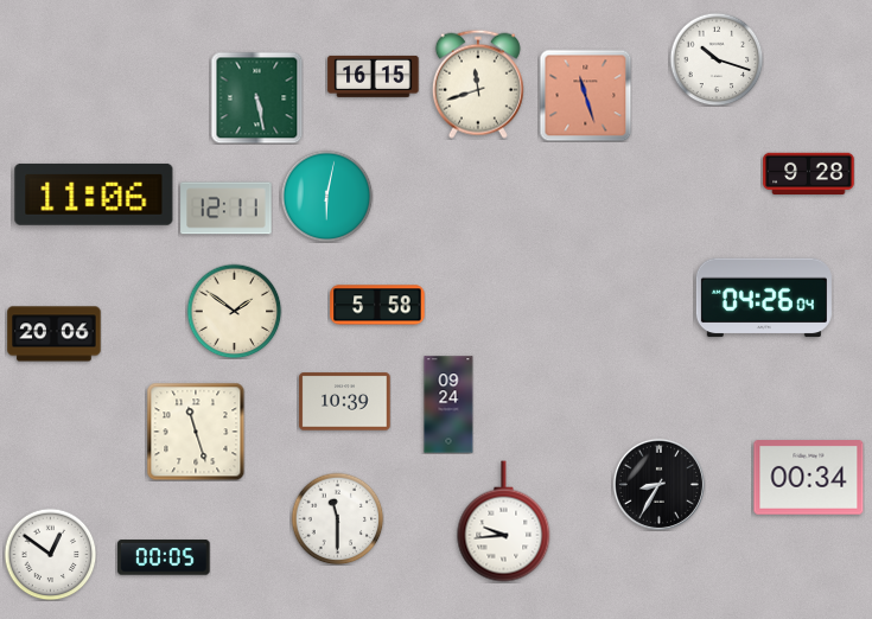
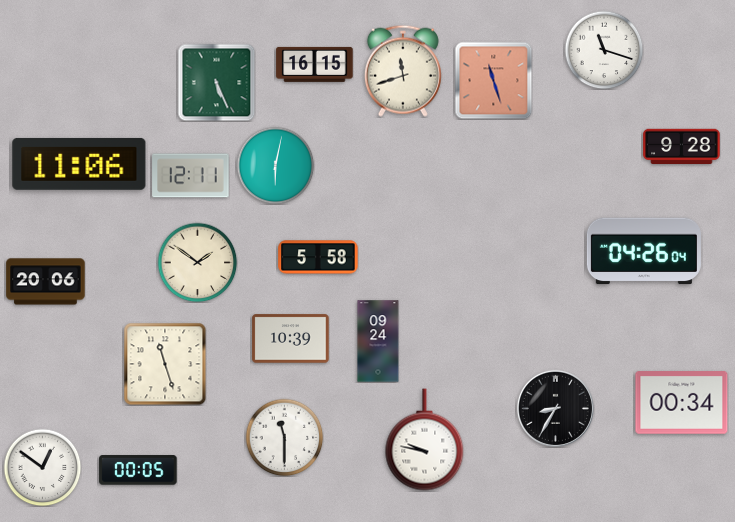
clock at (717, 59): 10:18 -> 11:18
clock at (256, 97): 5:28 -> 5:26
clock at (504, 522): 9:44 -> 9:47
